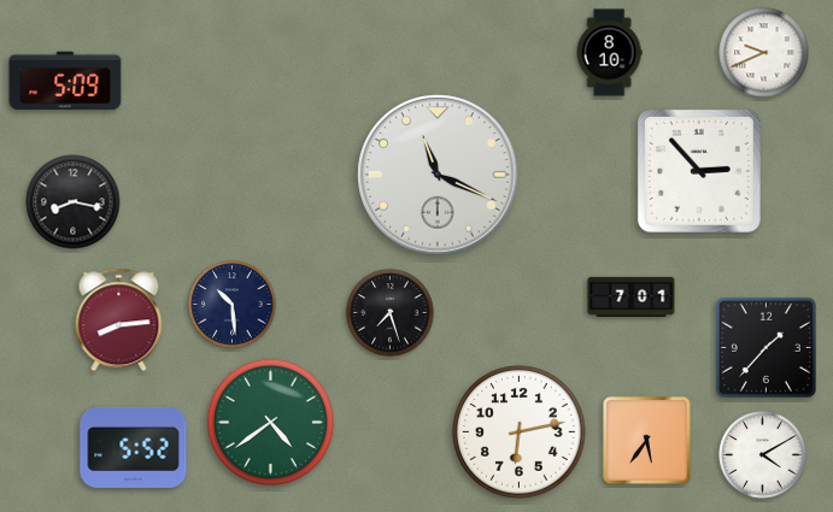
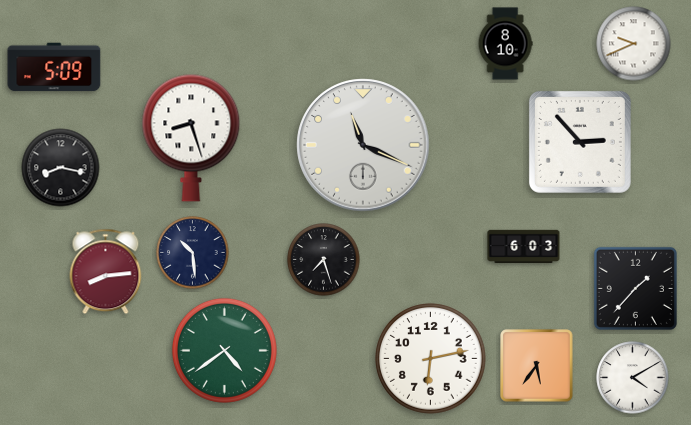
clock at (191, 138): none -> 8:27
clock at (632, 296): 7:01 -> 6:03
clock at (119, 320) position: (119, 320) -> (106, 272)
clock at (134, 447): 5:52 -> none
